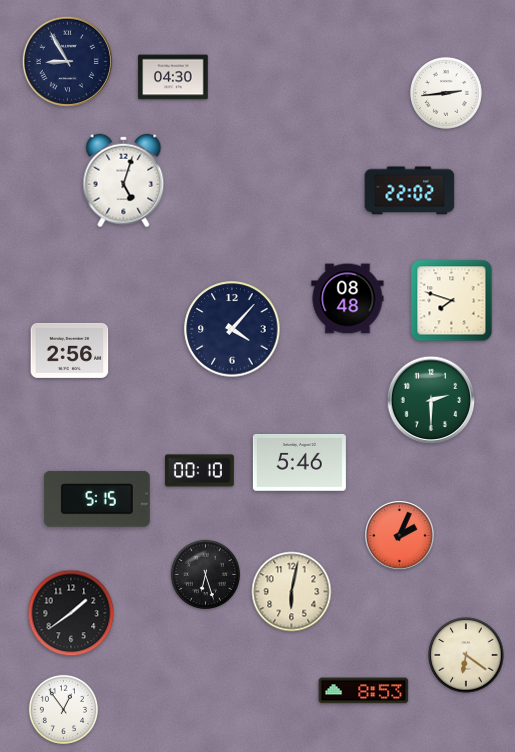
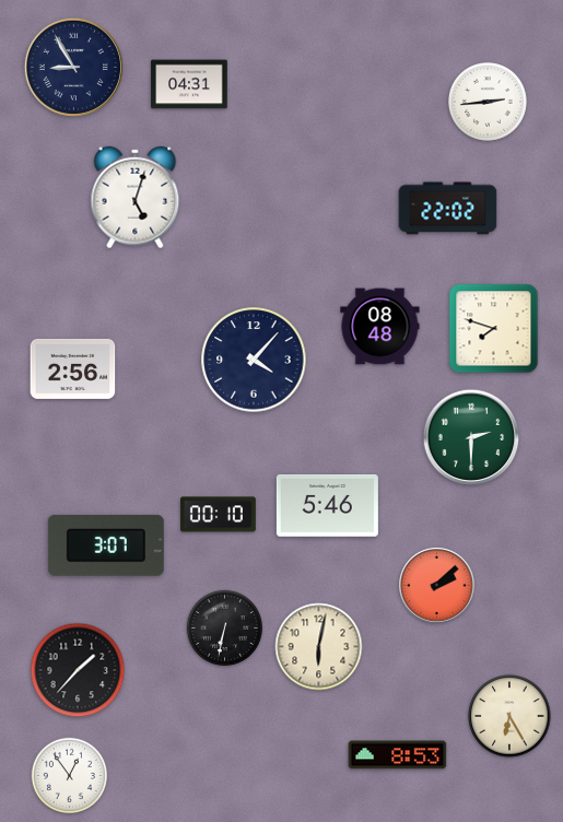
clock at (173, 77): 04:30 -> 04:31
clock at (70, 350) position: (70, 350) -> (73, 368)
clock at (97, 499): 5:15 -> 3:07
clock at (400, 536): 2:04 -> 2:08
clock at (205, 574): 6:27 -> 6:32
clock at (71, 613): 1:39 -> 1:37
clock at (466, 655): 6:21 -> 6:25
